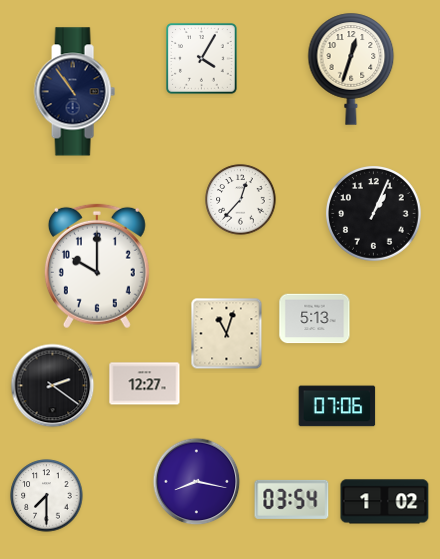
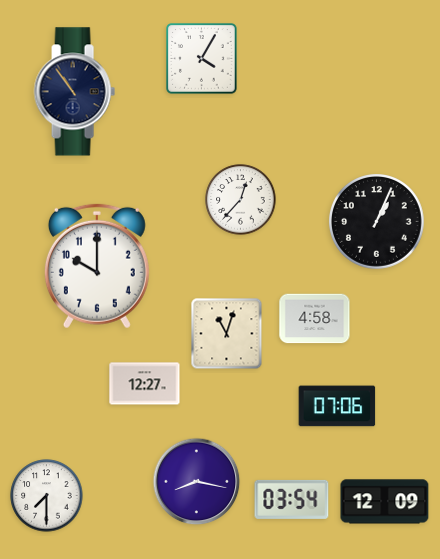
clock at (351, 69): 12:33 -> none
clock at (374, 214) position: (374, 214) -> (377, 222)
clock at (315, 319): 5:13 -> 4:58
clock at (53, 386): 2:21 -> none
clock at (385, 502): 1:02 -> 12:09
